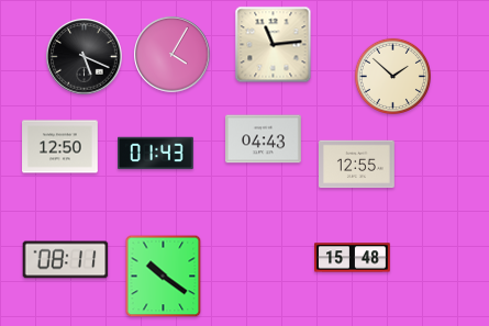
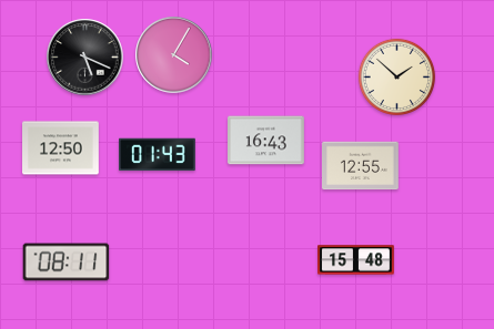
clock at (274, 45): 11:14 -> none
clock at (264, 139): 04:43 -> 16:43
clock at (164, 277): 10:21 -> none
